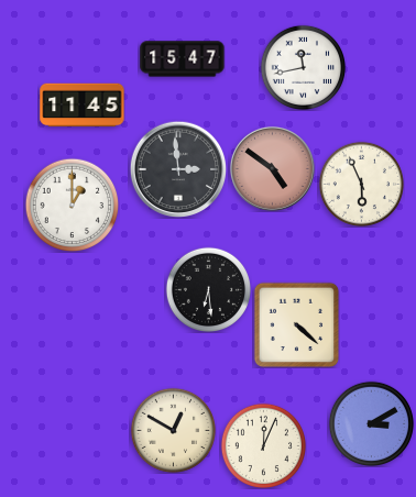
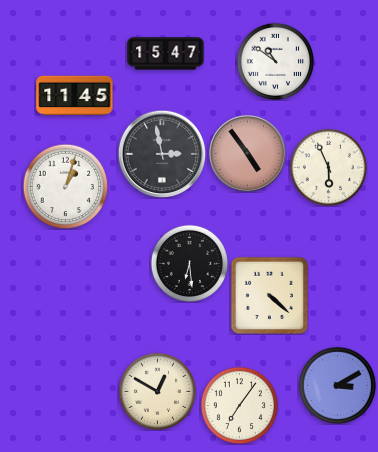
clock at (303, 67): 11:43 -> 10:51
clock at (272, 168): 4:51 -> 4:54
clock at (178, 169): 2:59 -> 2:58
clock at (72, 205): 1:00 -> 1:03
clock at (263, 445): 12:04 -> 7:06
